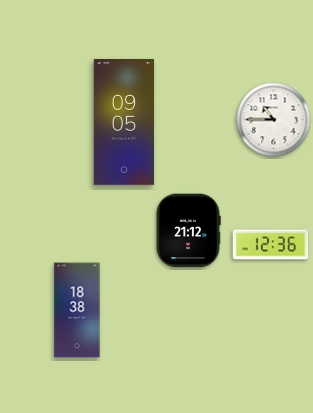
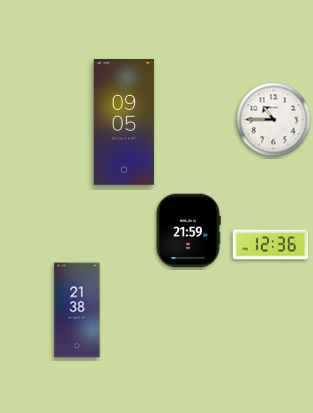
clock at (188, 231): 21:12 -> 21:59
clock at (77, 310): 18:38 -> 21:38
